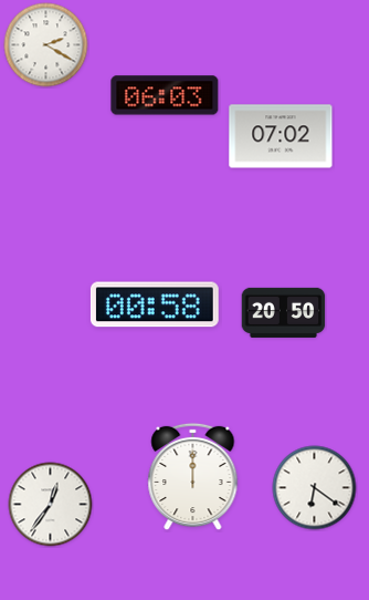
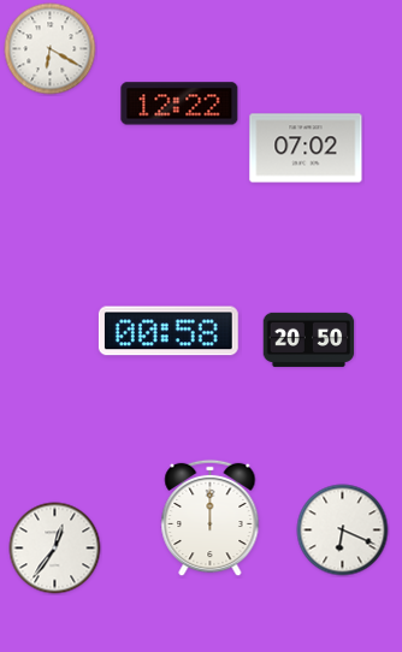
clock at (46, 45): 2:20 -> 6:20
clock at (165, 95): 06:03 -> 12:22
clock at (315, 488): 6:21 -> 6:19
